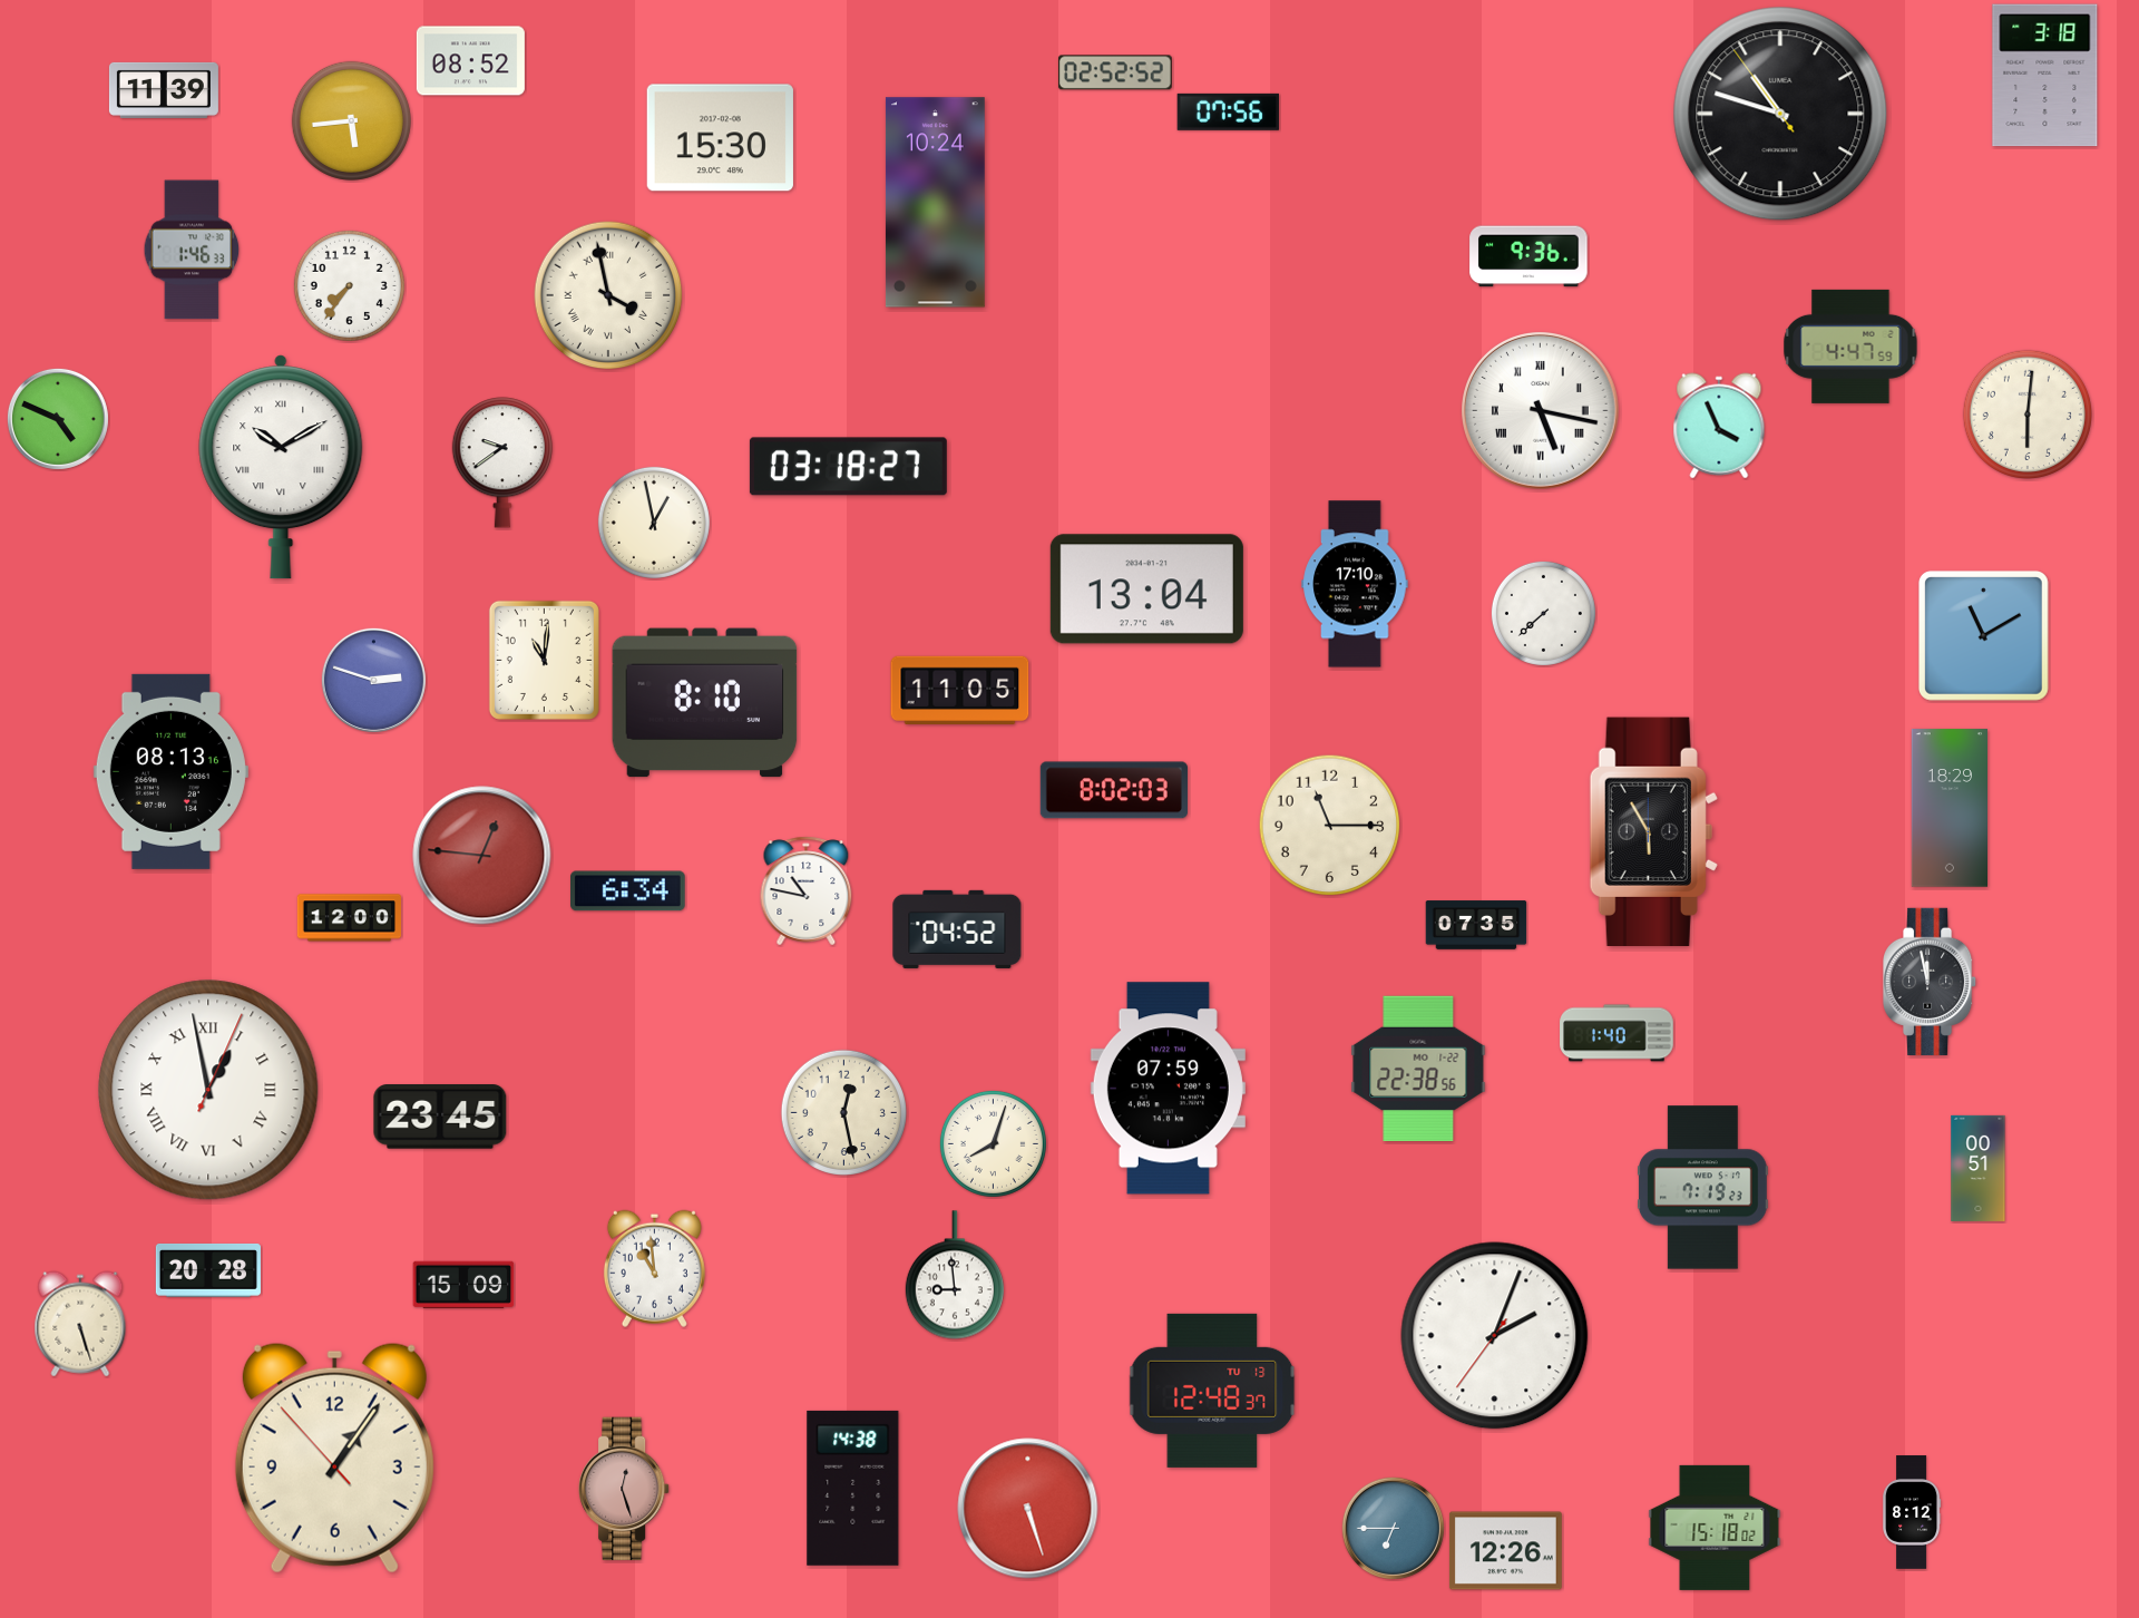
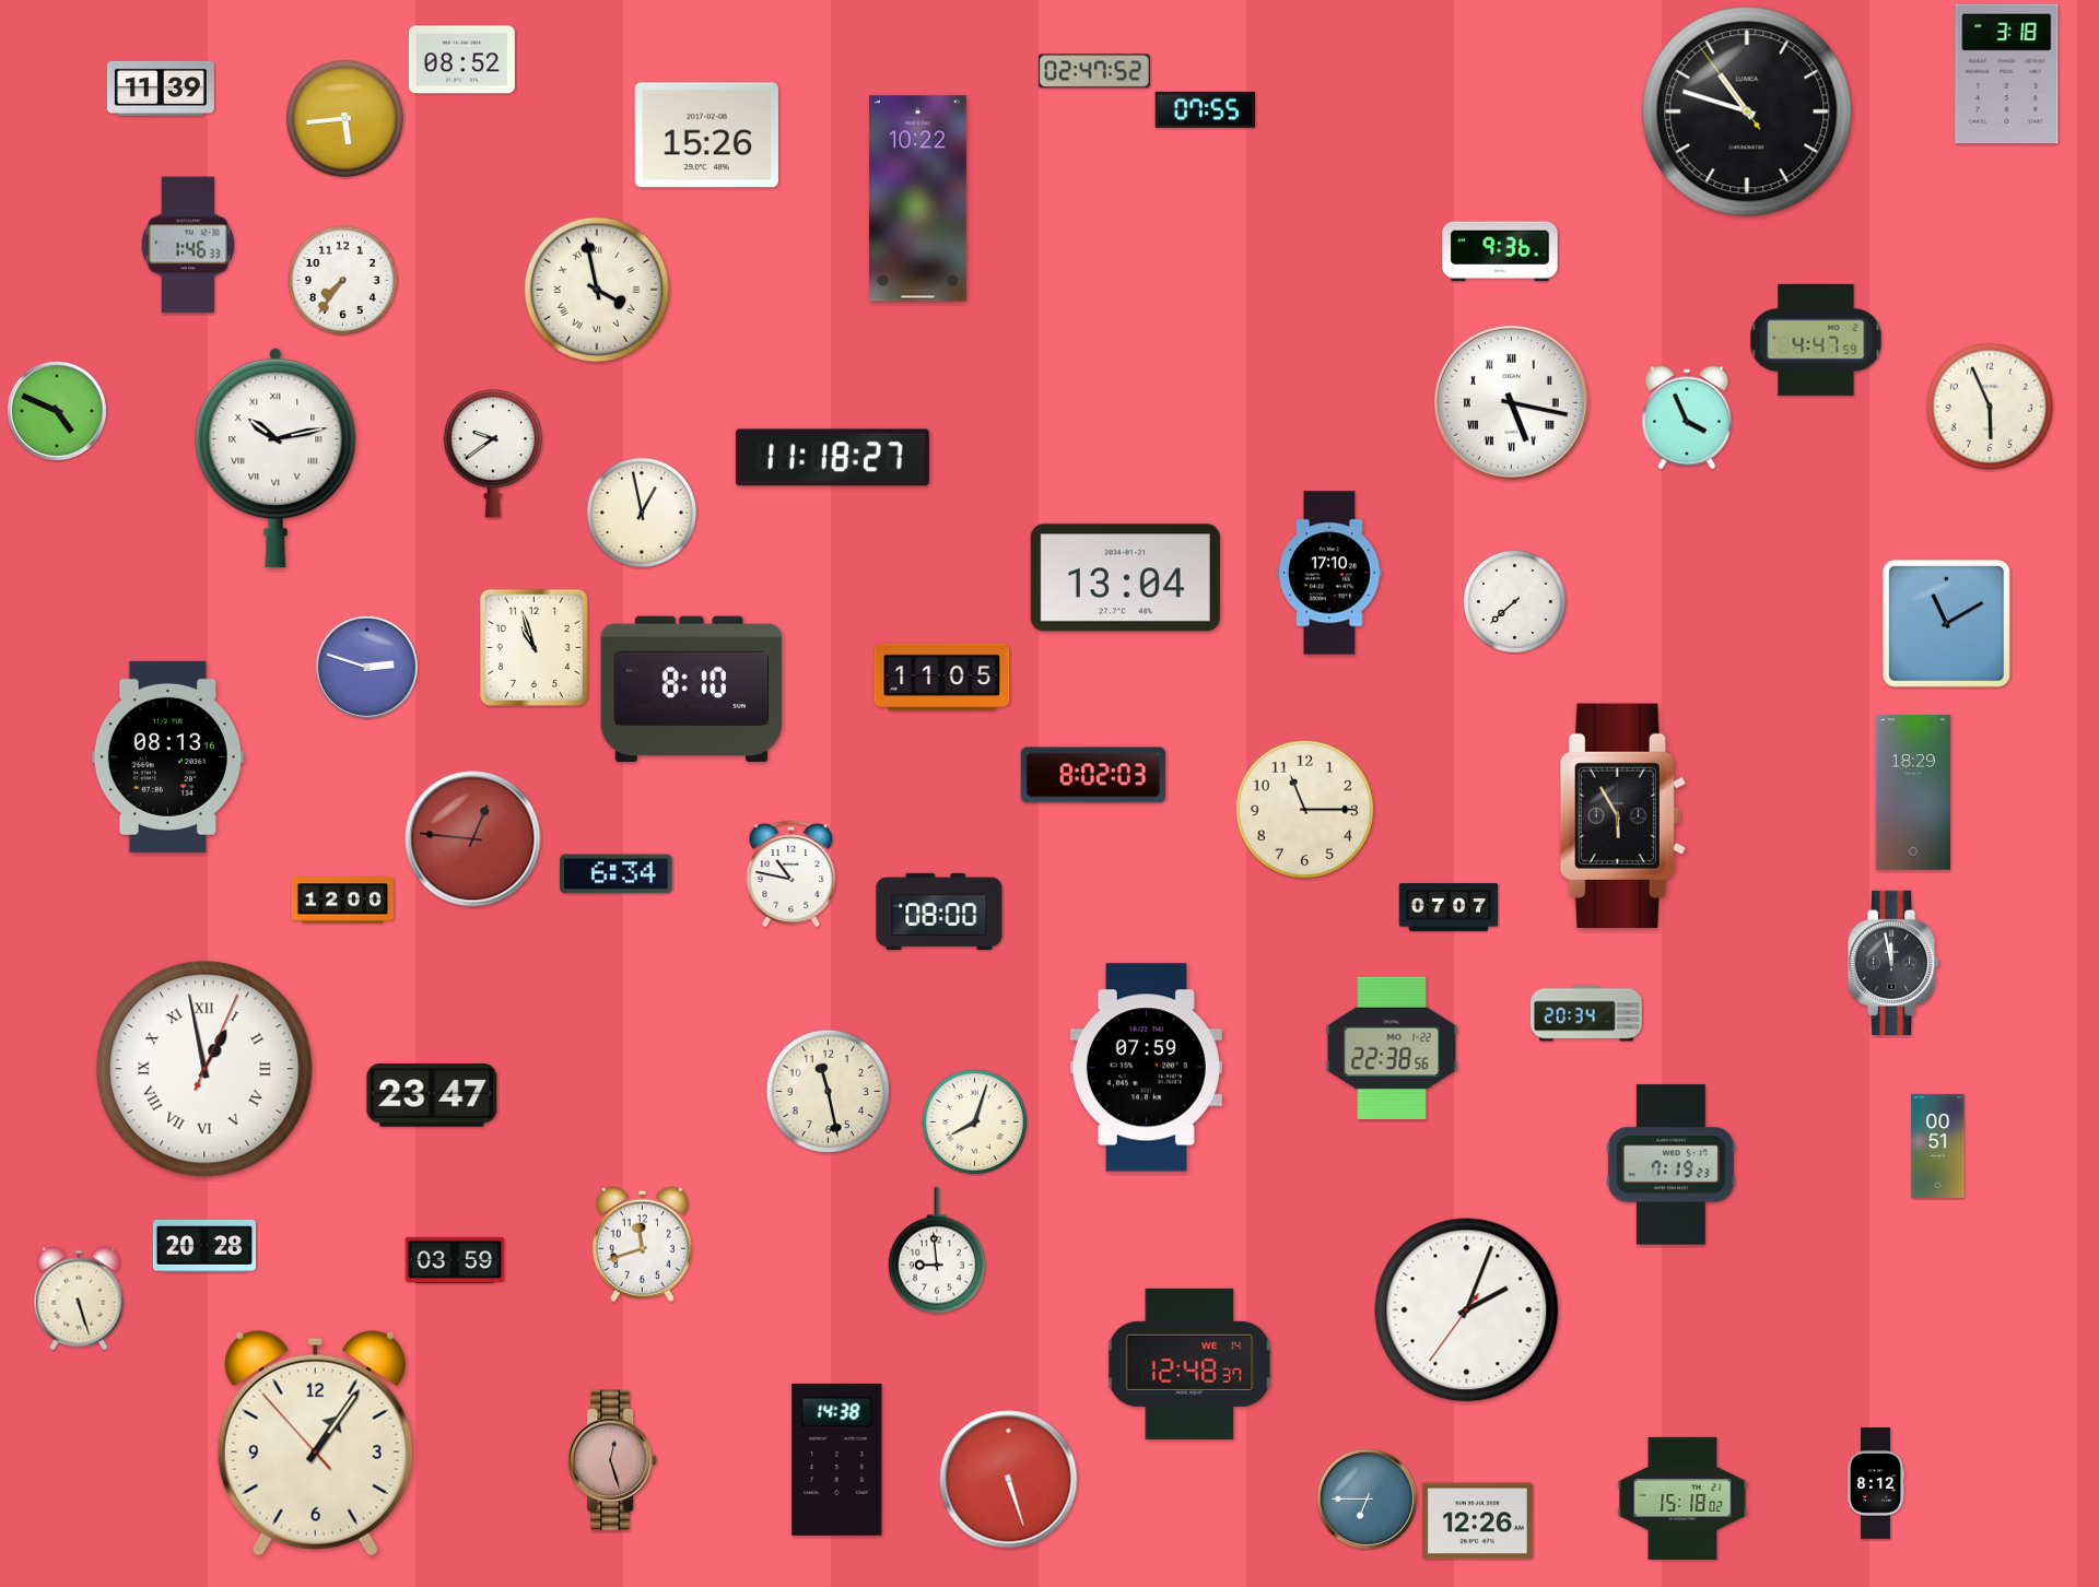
clock at (1115, 72): 02:52 -> 02:47
clock at (1228, 111): 07:56 -> 07:55
clock at (720, 138): 15:30 -> 15:26
clock at (935, 203): 10:24 -> 10:22
clock at (2026, 413): 6:01 -> 5:56
clock at (281, 467): 10:10 -> 10:13
clock at (848, 467): 03:18 -> 11:18
clock at (544, 660): 11:01 -> 10:57
clock at (1476, 925): 07:35 -> 07:07
clock at (957, 929): 04:52 -> 08:00
clock at (1617, 1033): 1:40 -> 20:34
clock at (843, 1112): 12:28 -> 11:28
clock at (440, 1118): 23:45 -> 23:47
clock at (1979, 1168) position: (1979, 1168) -> (1938, 1145)
clock at (654, 1268): 10:59 -> 11:42
clock at (463, 1284): 15:09 -> 03:59
clock at (1212, 1391) date: TU 13 -> WE 14
clock at (334, 1458) position: (334, 1458) -> (315, 1443)
